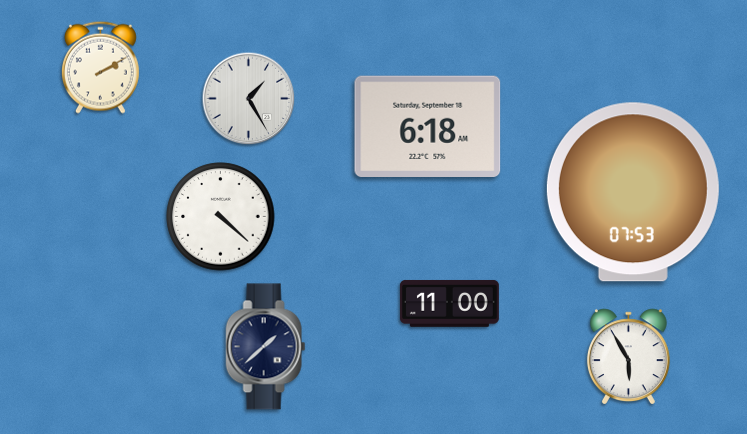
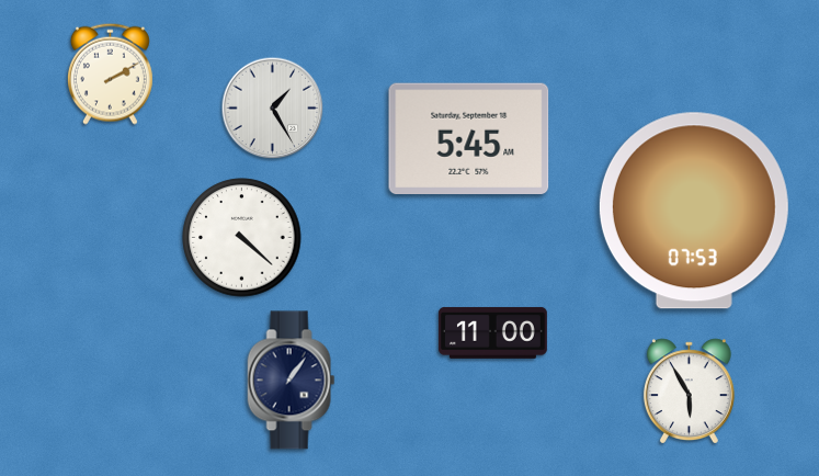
clock at (428, 126): 6:18 -> 5:45
clock at (266, 347): 1:38 -> 1:06
